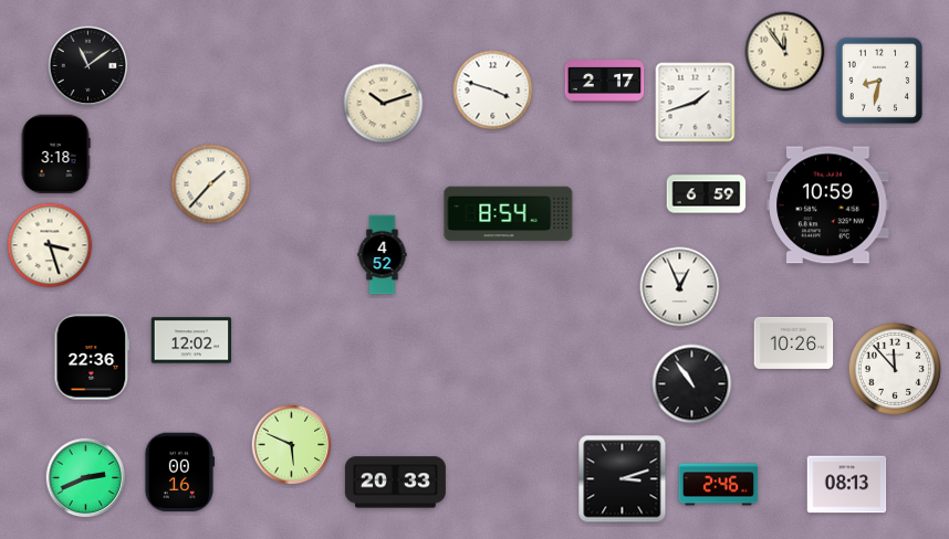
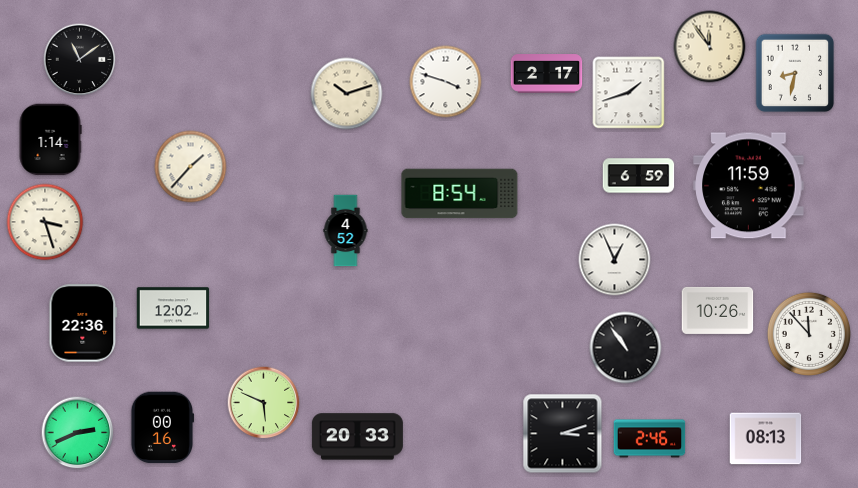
clock at (55, 155): 3:18 -> 1:14
clock at (828, 205): 10:59 -> 11:59
